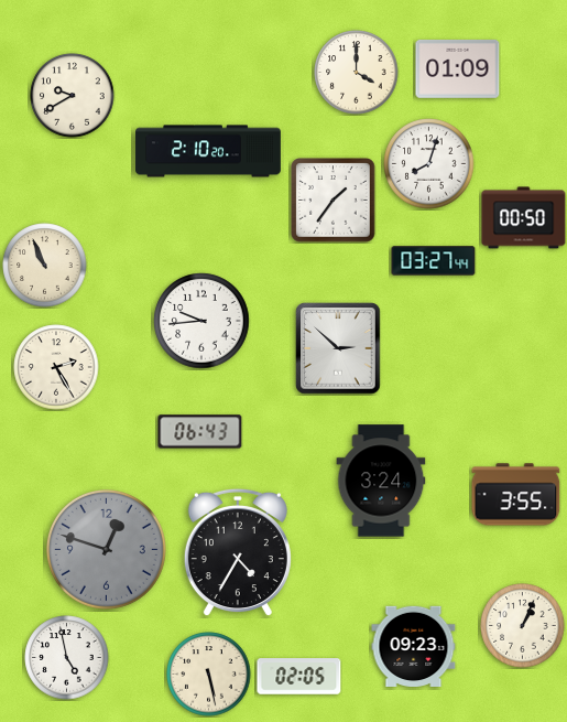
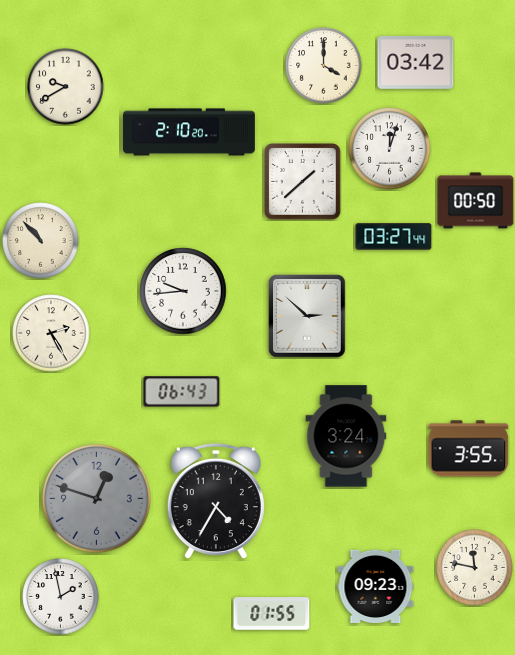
clock at (458, 68): 01:09 -> 03:42
clock at (208, 151) position: (208, 151) -> (189, 132)
clock at (429, 164): 8:03 -> 12:03
clock at (334, 201): 1:36 -> 1:38
clock at (524, 218) position: (524, 218) -> (476, 201)
clock at (45, 266): 10:56 -> 10:53
clock at (523, 626): 1:04 -> 11:47
clock at (67, 658): 4:58 -> 1:58
clock at (209, 675): 5:28 -> none
clock at (299, 677): 02:05 -> 01:55
